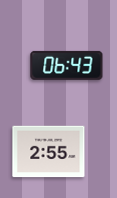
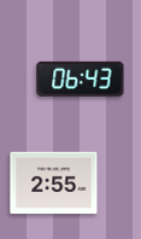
clock at (49, 152) position: (49, 152) -> (54, 183)
